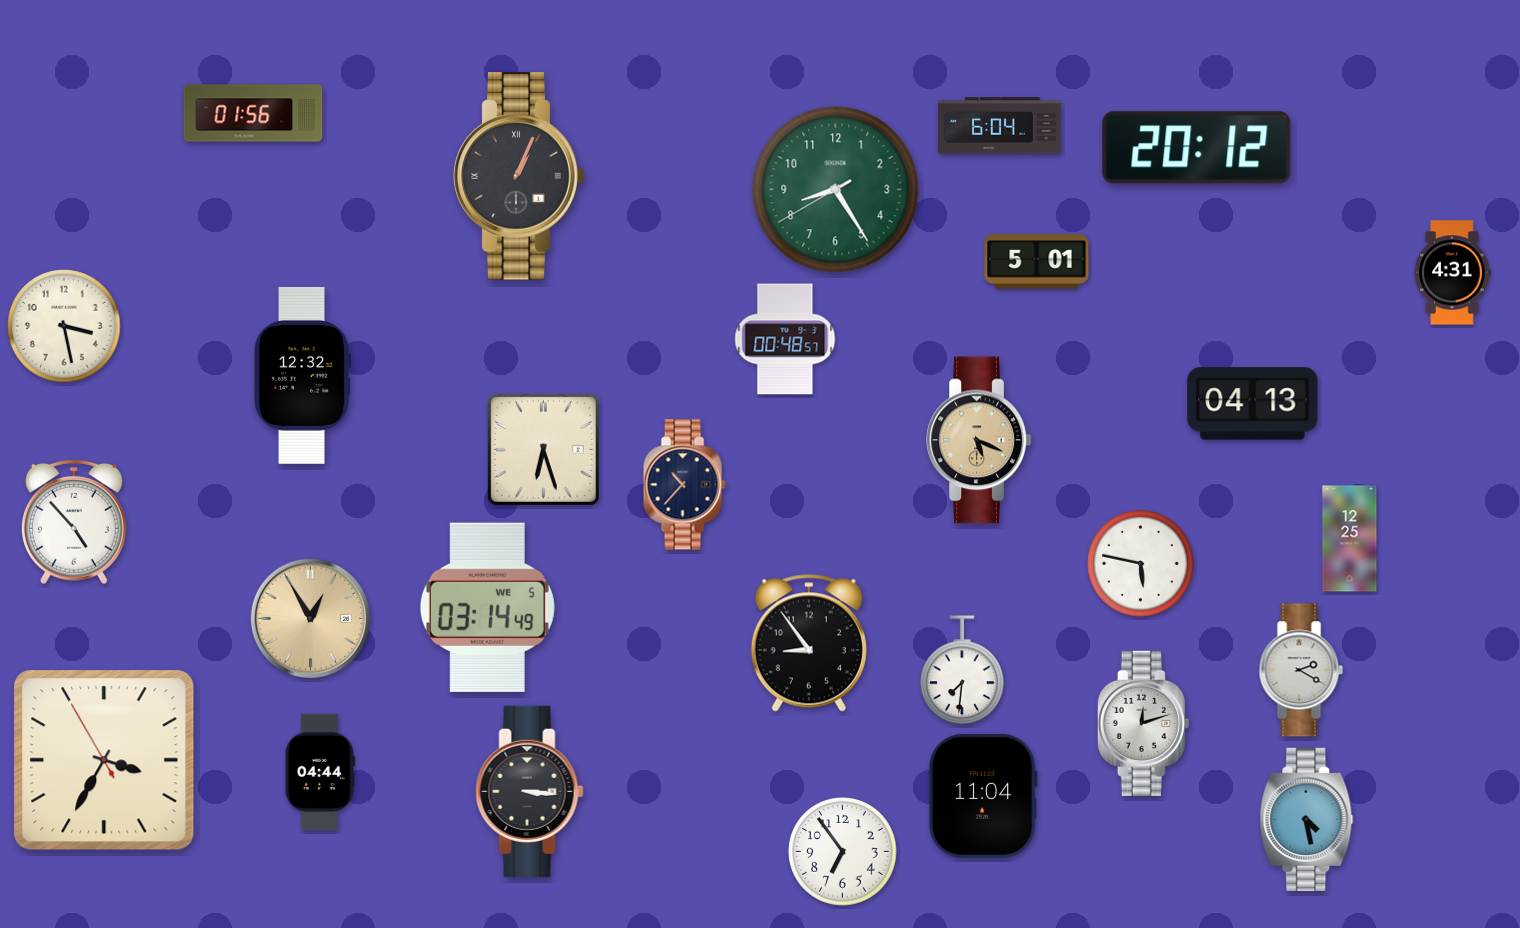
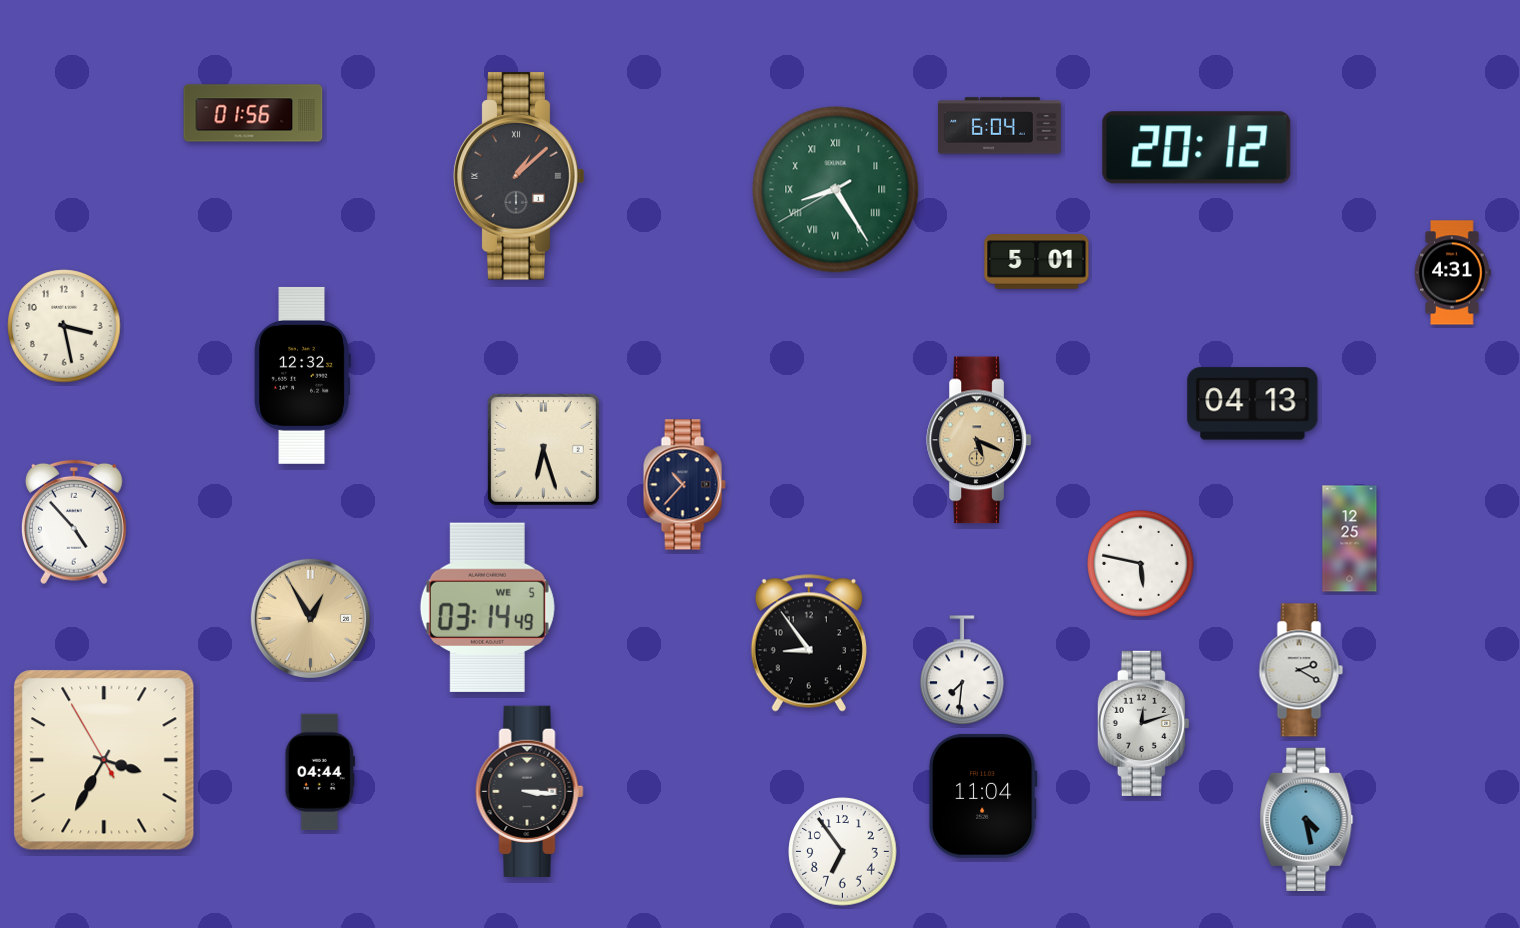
clock at (519, 176): 1:04 -> 1:08
clock at (836, 190) numerals: Arabic -> Roman
clock at (785, 339): 00:48 -> none
